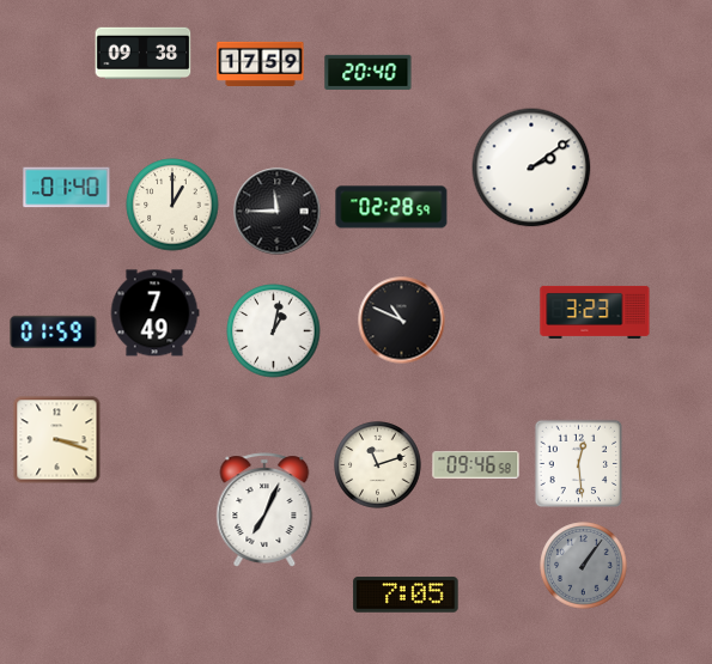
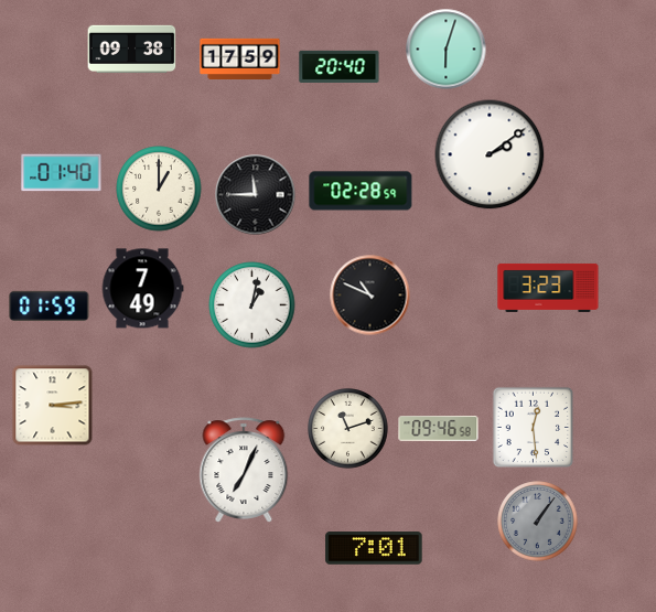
clock at (447, 50): none -> 6:03
clock at (57, 440): 3:18 -> 3:14
clock at (406, 595): 7:05 -> 7:01
